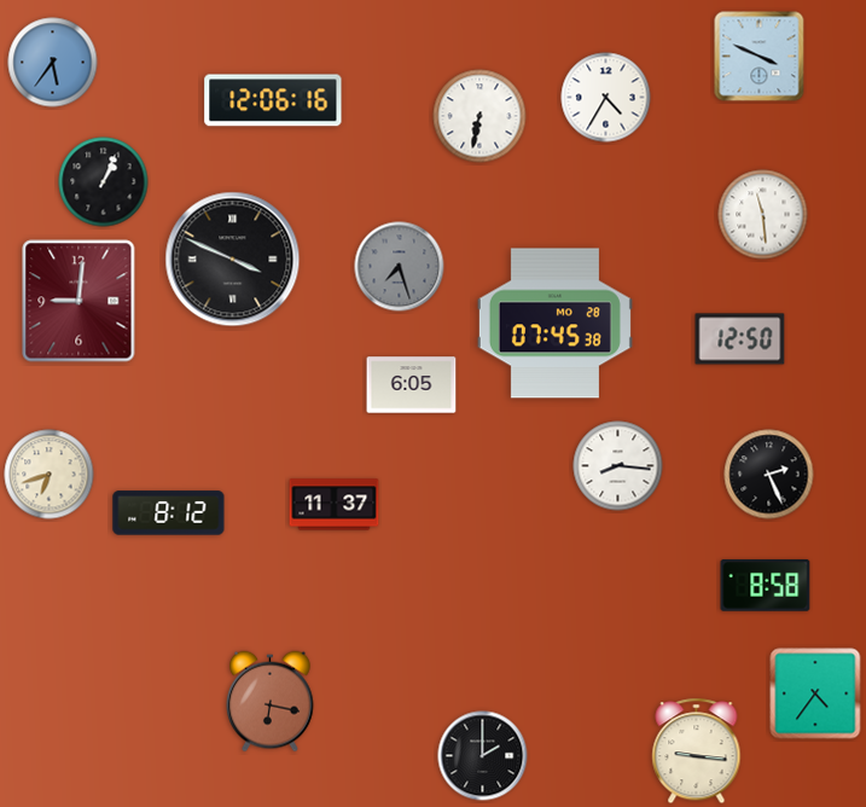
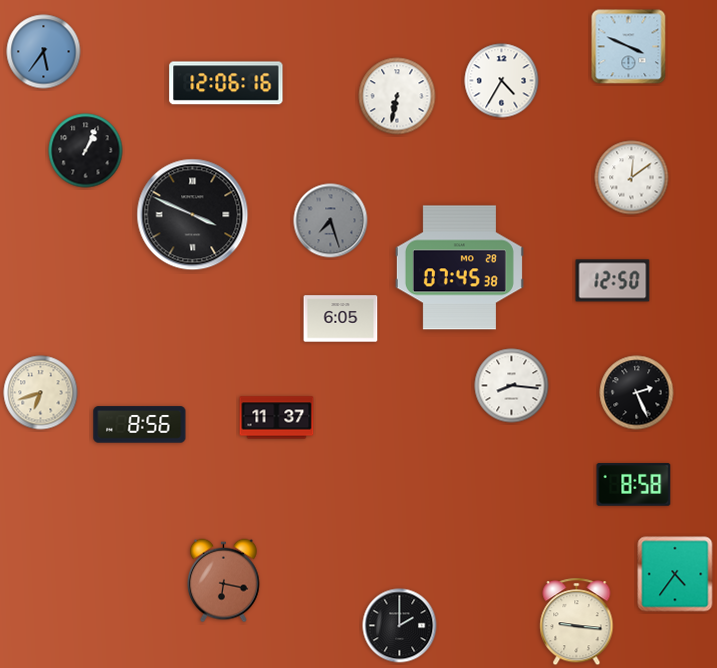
clock at (763, 215): 11:29 -> 12:09
clock at (79, 301): 9:01 -> none
clock at (169, 513): 8:12 -> 8:56
